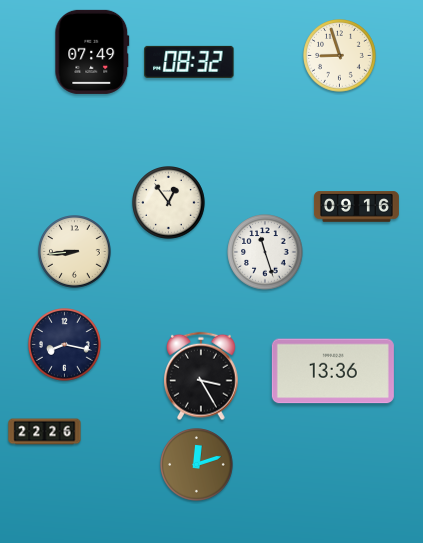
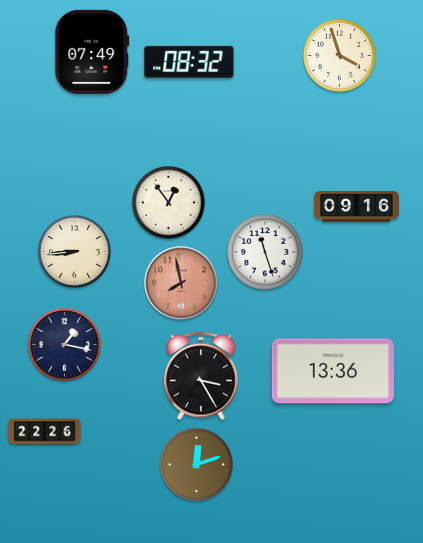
clock at (340, 56): 8:57 -> 3:57
clock at (181, 283): none -> 7:58
clock at (65, 345): 8:17 -> 1:17
